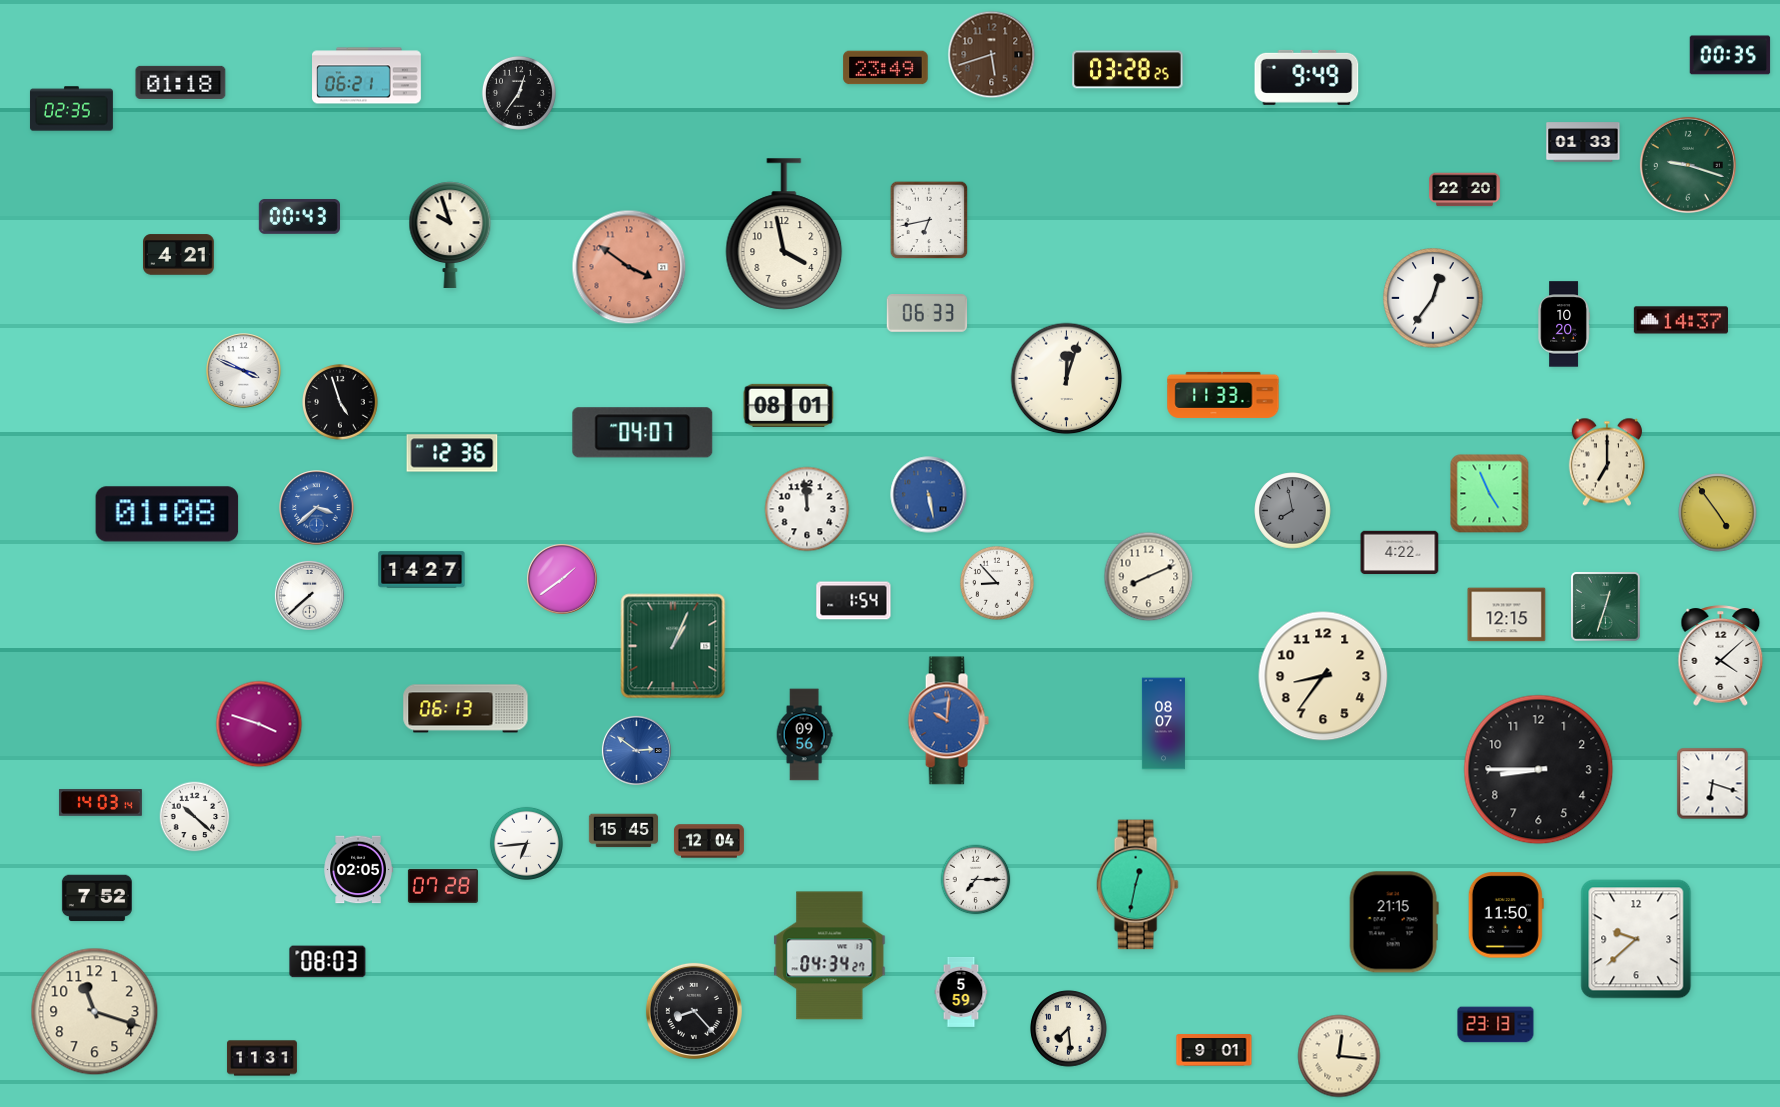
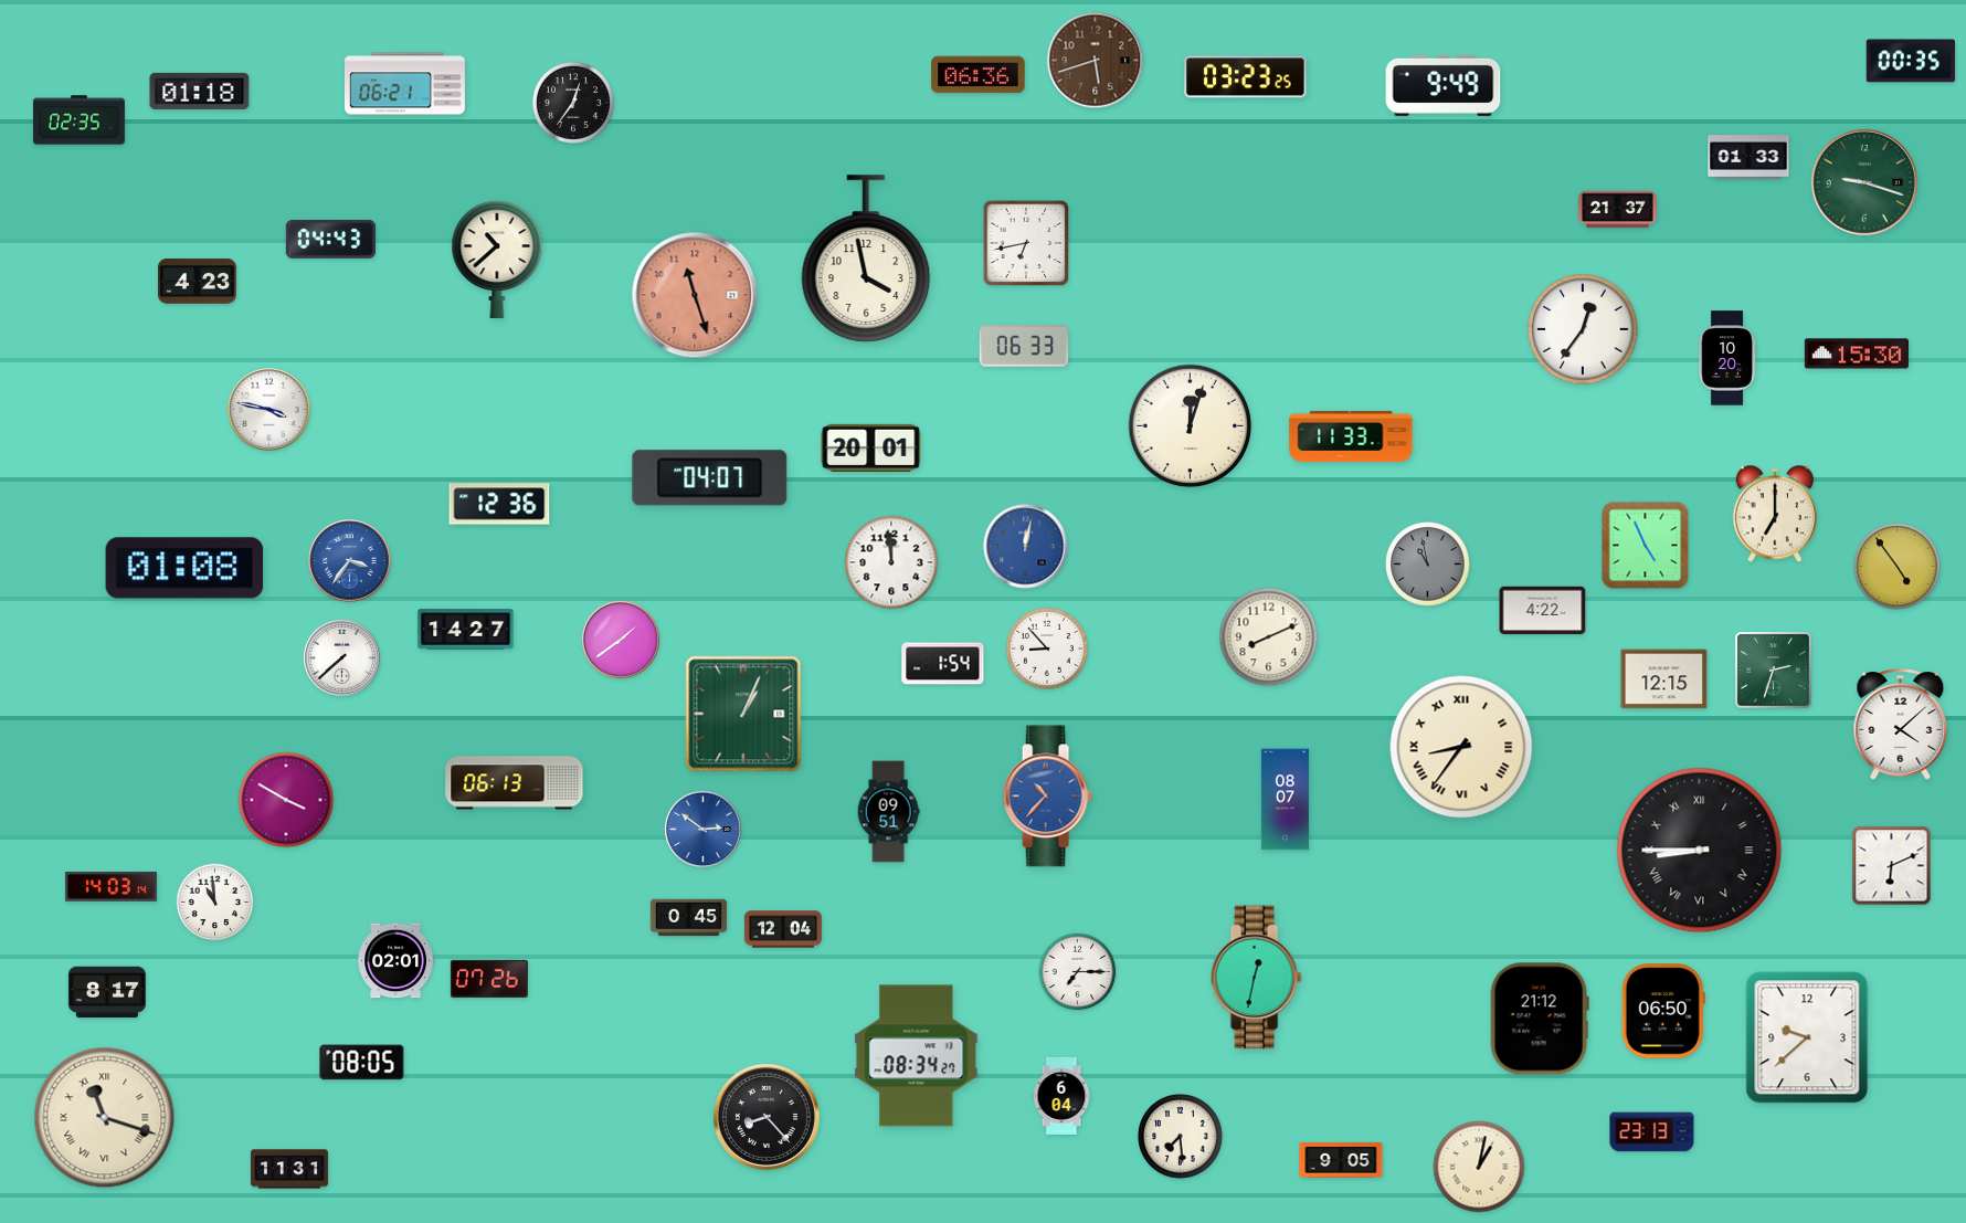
clock at (886, 68): 23:49 -> 06:36
clock at (1128, 70): 03:28 -> 03:23
clock at (1465, 190): 22:20 -> 21:37
clock at (299, 217): 00:43 -> 04:43
clock at (450, 234): 9:57 -> 10:38
clock at (179, 255): 4:21 -> 4:23
clock at (629, 267): 3:51 -> 11:27
clock at (1681, 320): 14:37 -> 15:30
clock at (244, 371): 3:49 -> 3:47
clock at (1067, 379) position: (1067, 379) -> (1191, 426)
clock at (341, 403): 4:57 -> none
clock at (789, 405): 08:01 -> 20:01
clock at (452, 453) position: (452, 453) -> (499, 504)
clock at (1607, 462) position: (1607, 462) -> (1775, 514)
clock at (929, 495): 5:28 -> 12:02
clock at (317, 508): 3:38 -> 3:36
clock at (1293, 511): 7:58 -> 10:58
clock at (1400, 553) position: (1400, 553) -> (1543, 611)
clock at (997, 583) position: (997, 583) -> (1047, 649)
clock at (1606, 607): 12:33 -> 2:33
clock at (1323, 676) numerals: Arabic -> Roman
clock at (948, 721): 10:01 -> 10:37
clock at (259, 724): 3:48 -> 3:50
clock at (804, 735): 09:56 -> 09:51
clock at (1539, 770) numerals: Arabic -> Roman
clock at (1713, 784): 6:18 -> 6:11
clock at (195, 817): 10:22 -> 10:59
clock at (623, 831): 15:45 -> 0:45
clock at (526, 843): 6:44 -> none
clock at (358, 870): 02:05 -> 02:01
clock at (443, 886): 07:28 -> 07:26
clock at (97, 898): 7:52 -> 8:17
clock at (1506, 915): 11:50 -> 06:50
clock at (1394, 922): 21:15 -> 21:12
clock at (830, 956): 04:34 -> 08:34
clock at (328, 962): 08:03 -> 08:05
clock at (961, 992): 5:59 -> 6:04
clock at (95, 1012) numerals: Arabic -> Roman
clock at (1214, 1050): 9:01 -> 9:05
clock at (1339, 1056): 12:16 -> 1:02
